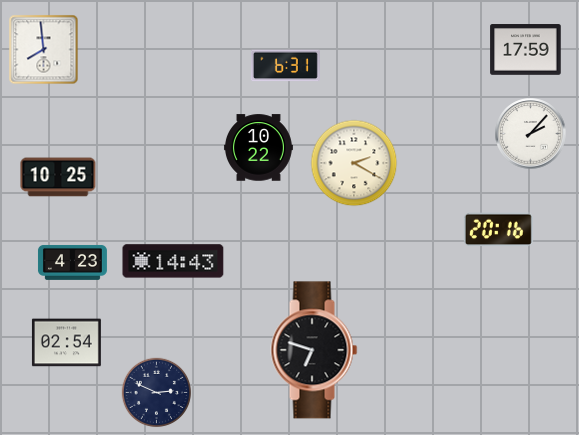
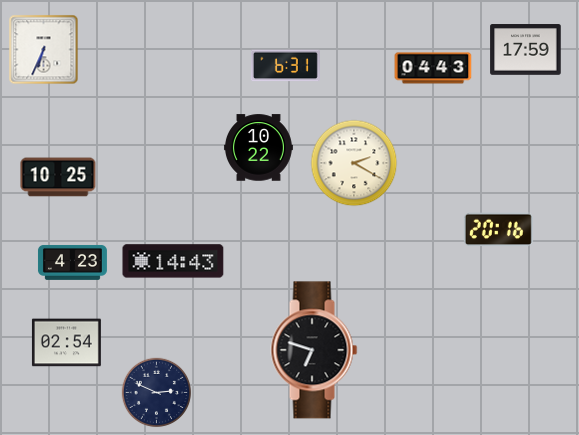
clock at (44, 50): 7:59 -> 6:34
clock at (433, 68): none -> 04:43
clock at (531, 134): 2:07 -> none
